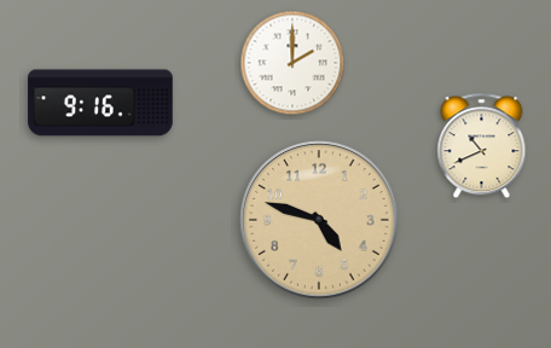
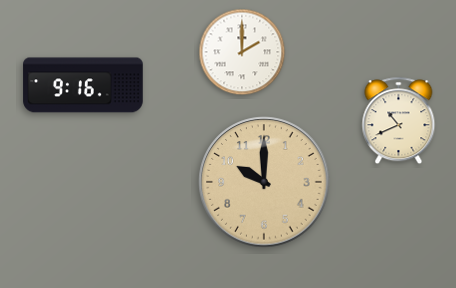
clock at (319, 220): 4:48 -> 10:00
